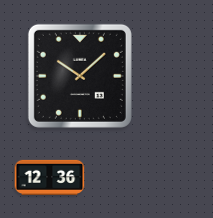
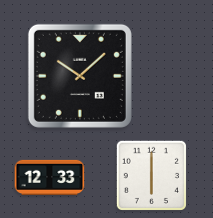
clock at (151, 175): none -> 6:00
clock at (50, 177): 12:36 -> 12:33
